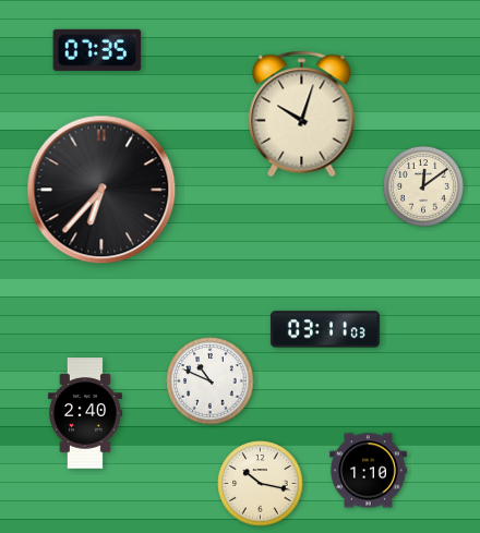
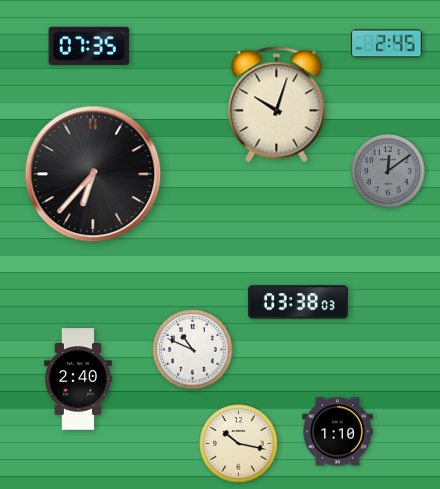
clock at (387, 44): none -> 2:45
clock at (423, 186) dial: cream -> grey
clock at (325, 329): 03:11 -> 03:38
